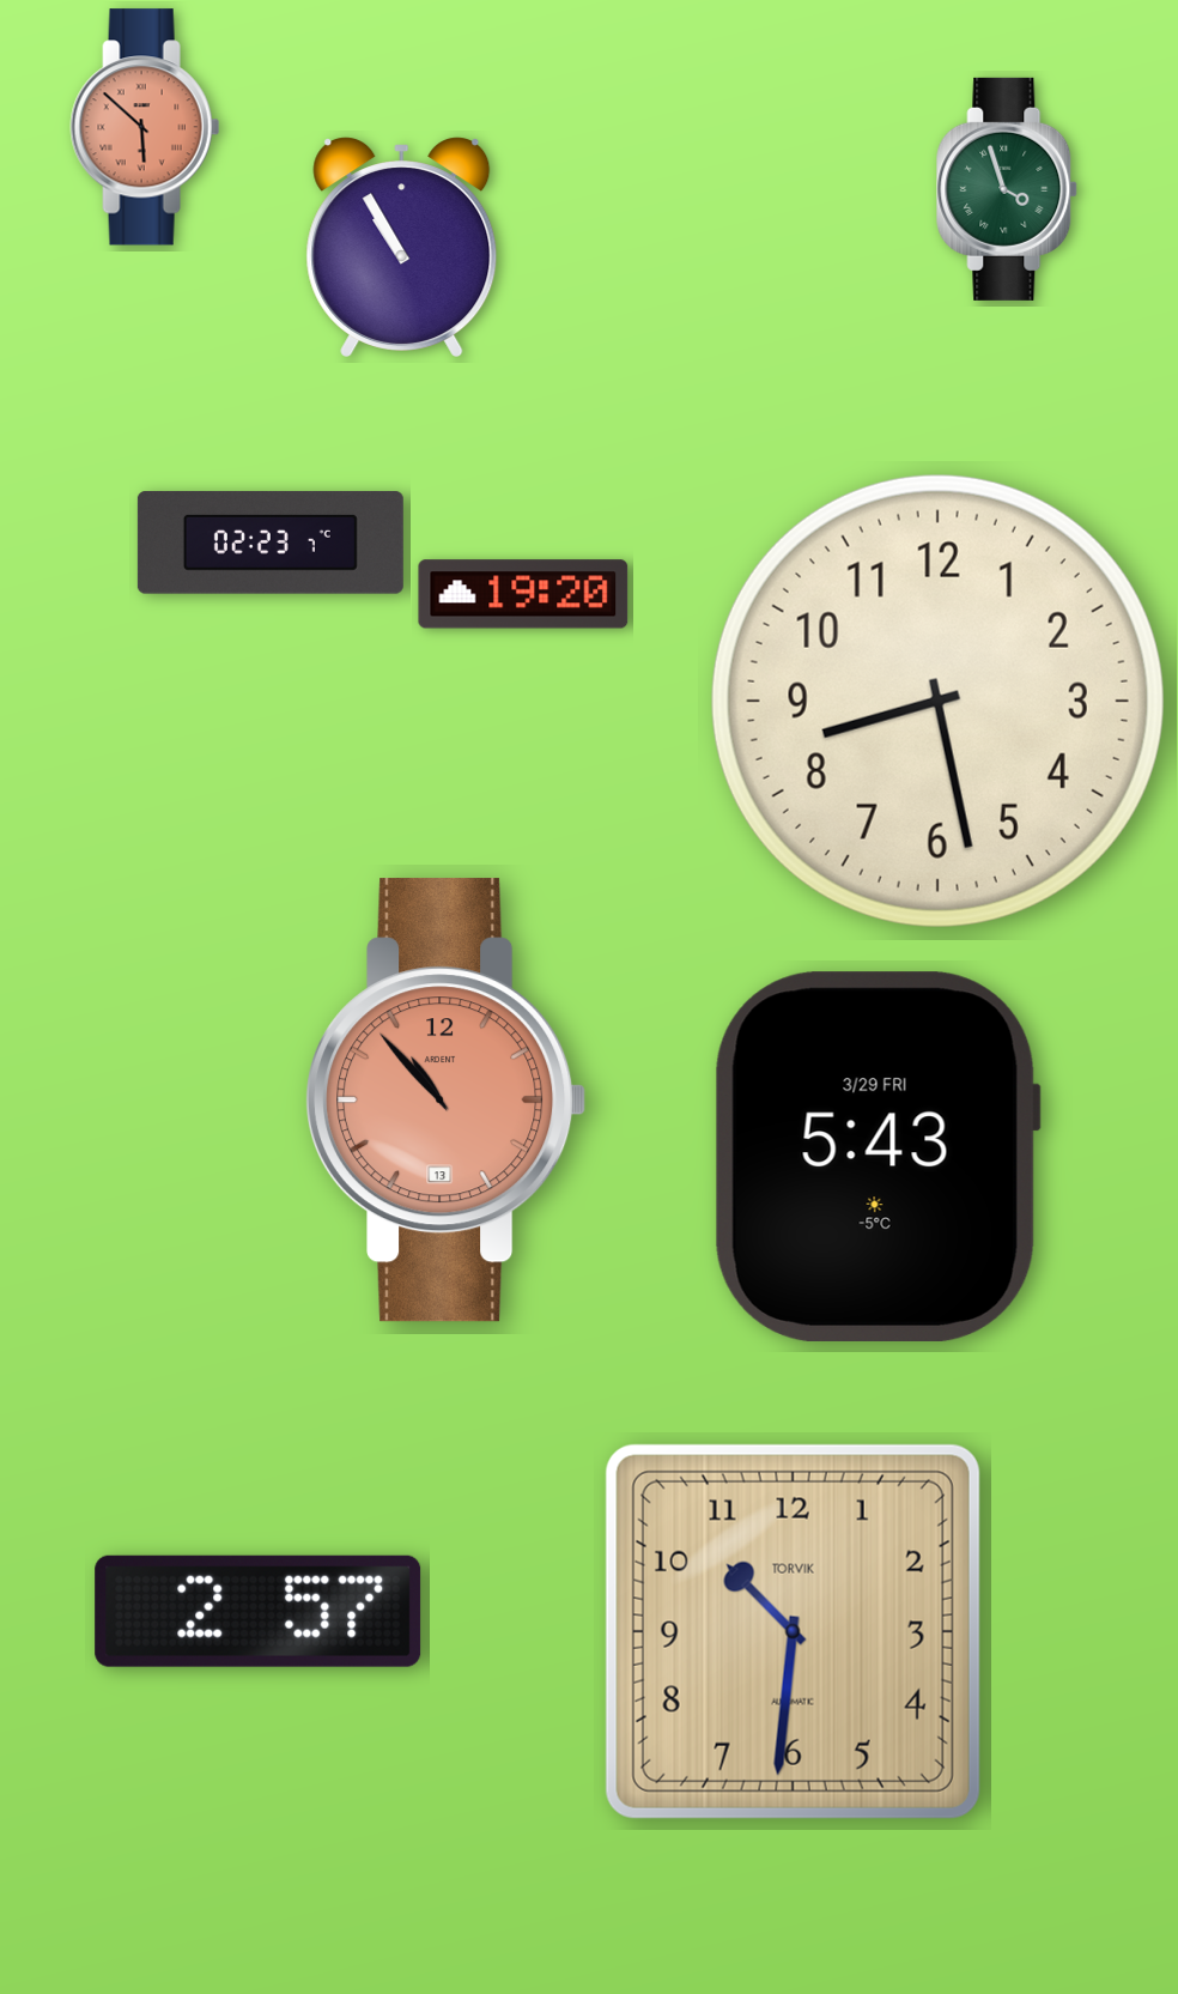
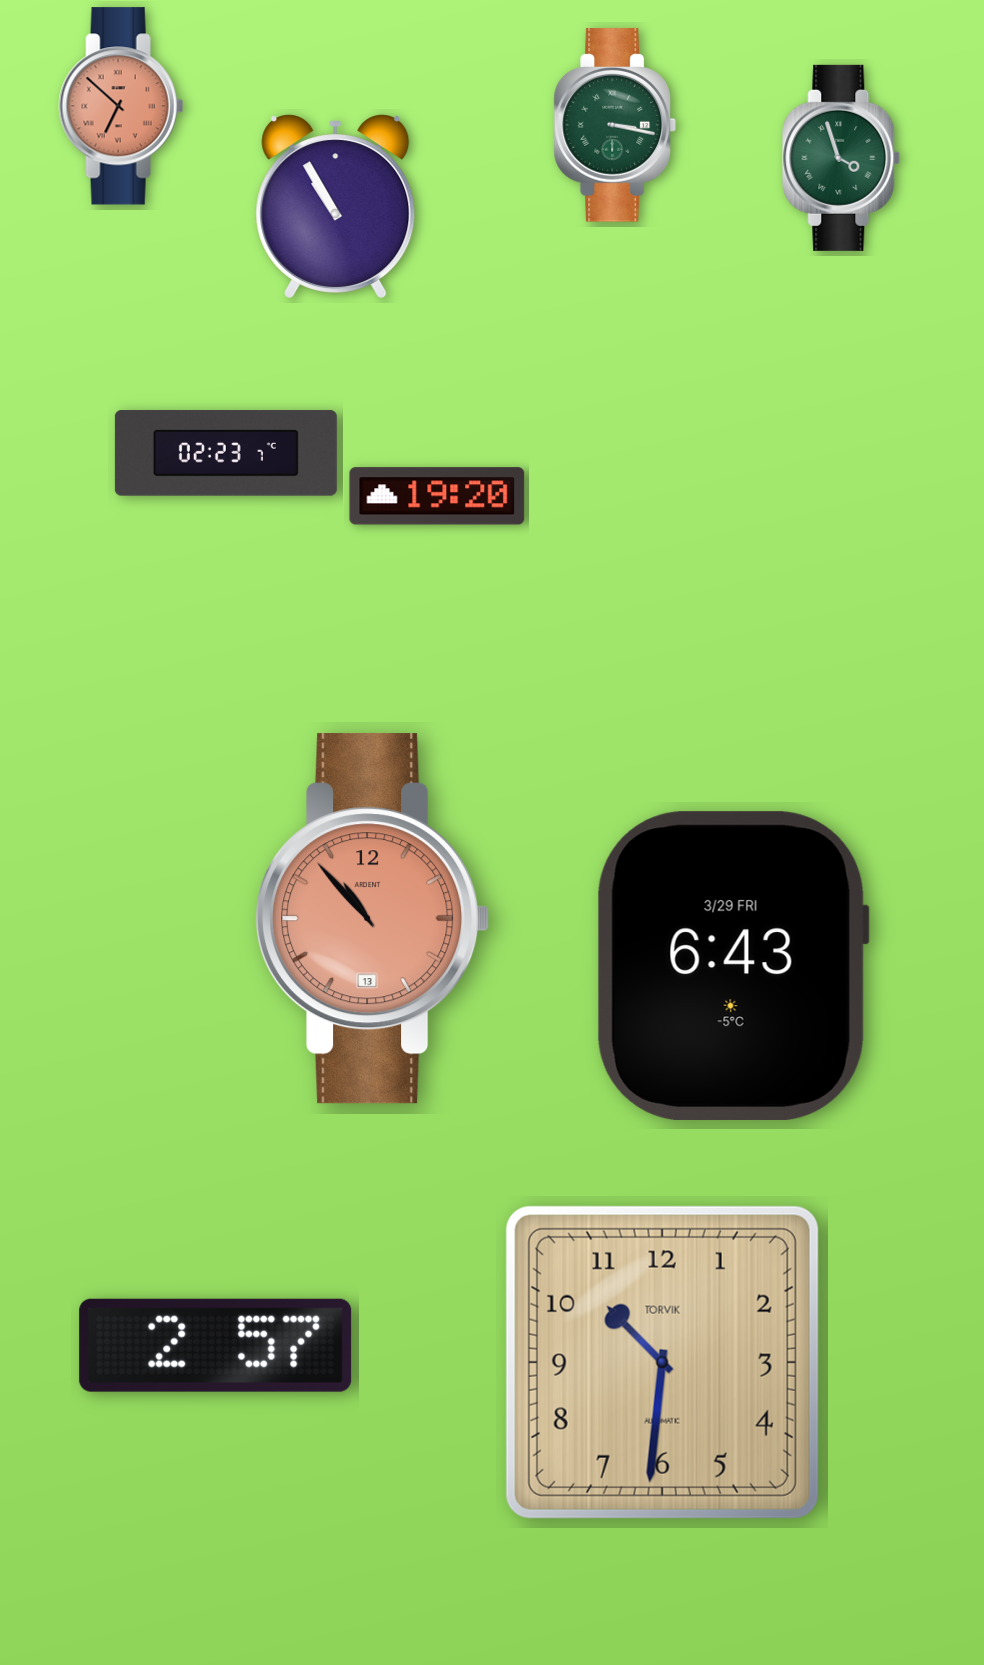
clock at (145, 127): 5:52 -> 6:52
clock at (615, 125): none -> 3:17
clock at (937, 701): 8:28 -> none
clock at (878, 1157): 5:43 -> 6:43
